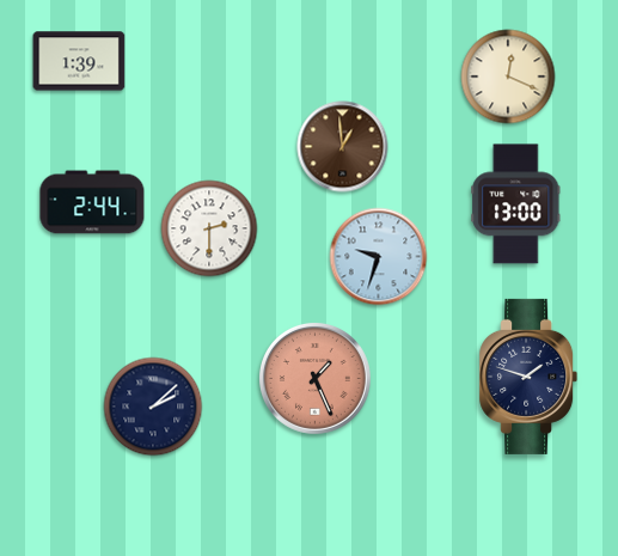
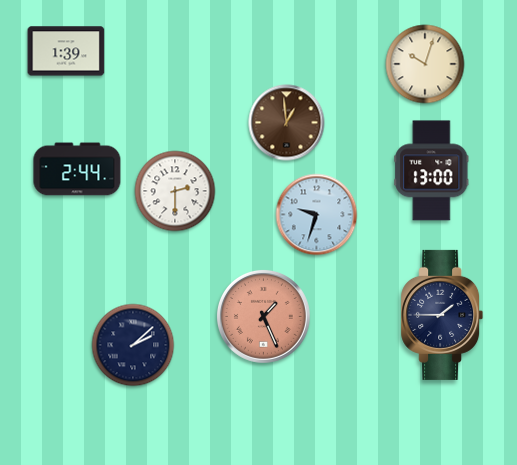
clock at (508, 77): 12:19 -> 10:03
clock at (528, 377): 1:48 -> 1:45
clock at (153, 407) position: (153, 407) -> (133, 345)
